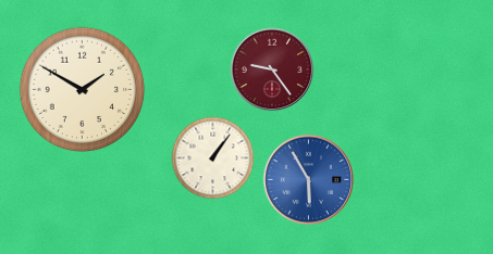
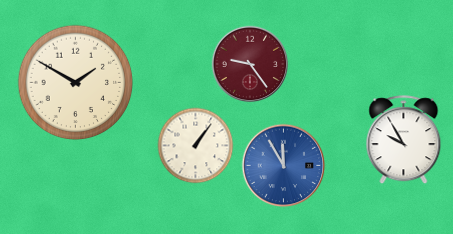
clock at (404, 140): none -> 9:55
clock at (309, 180): 5:55 -> 11:55
